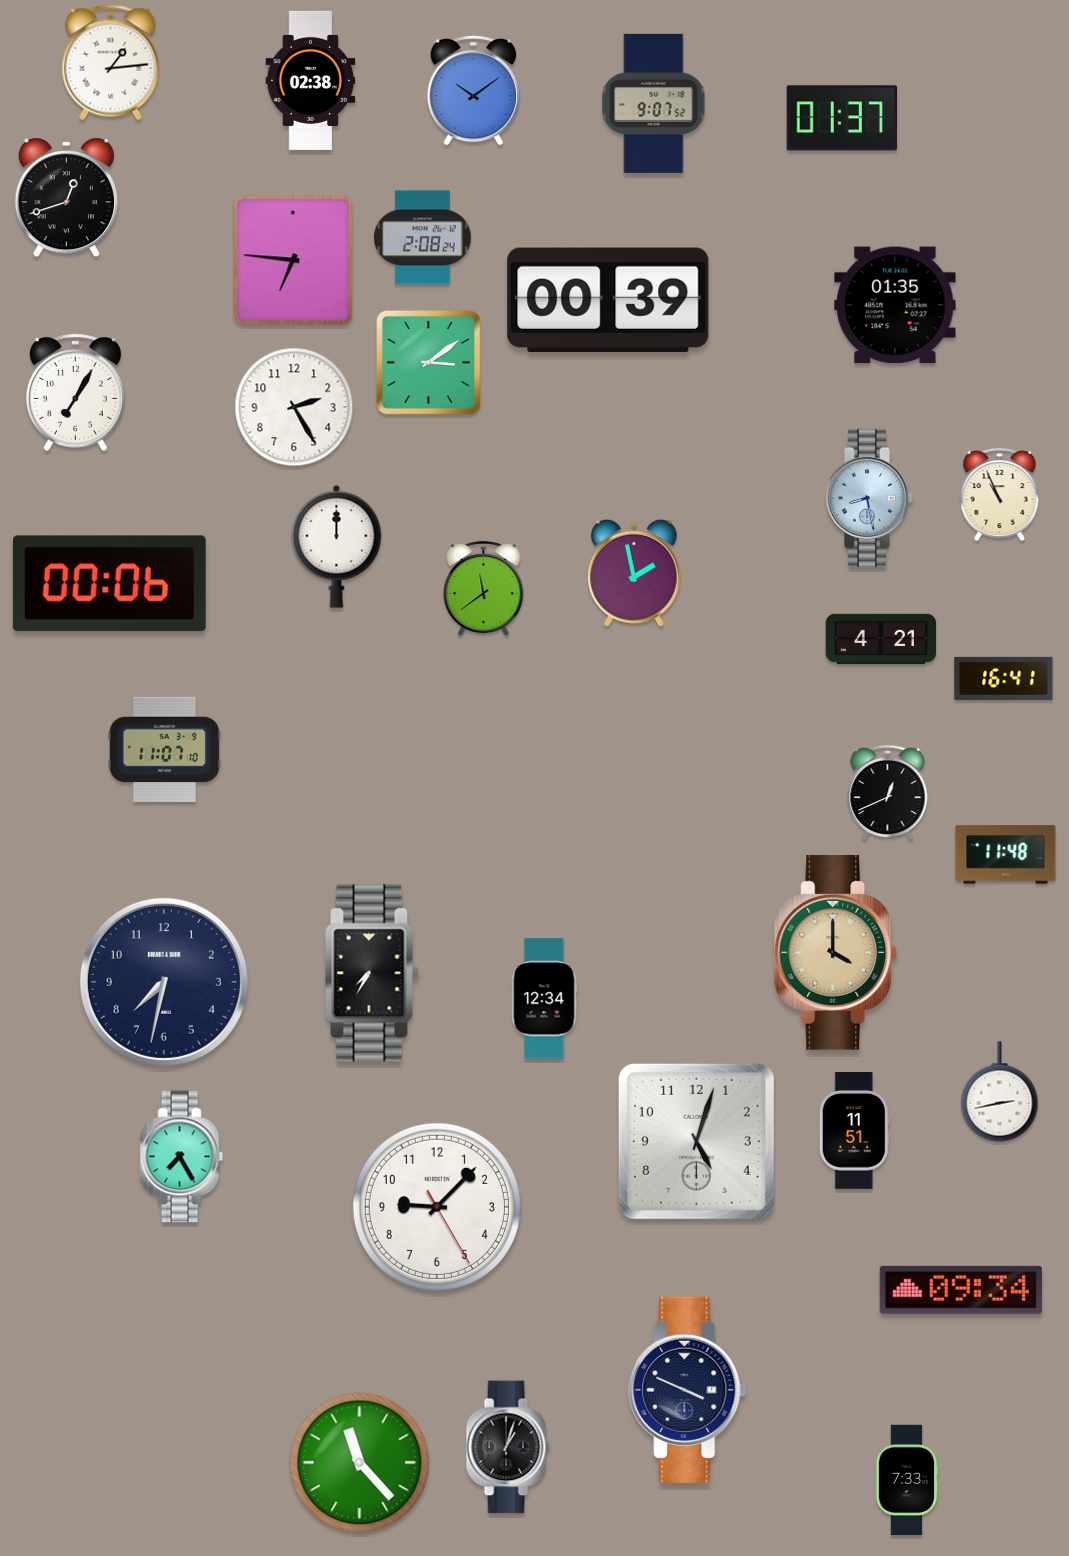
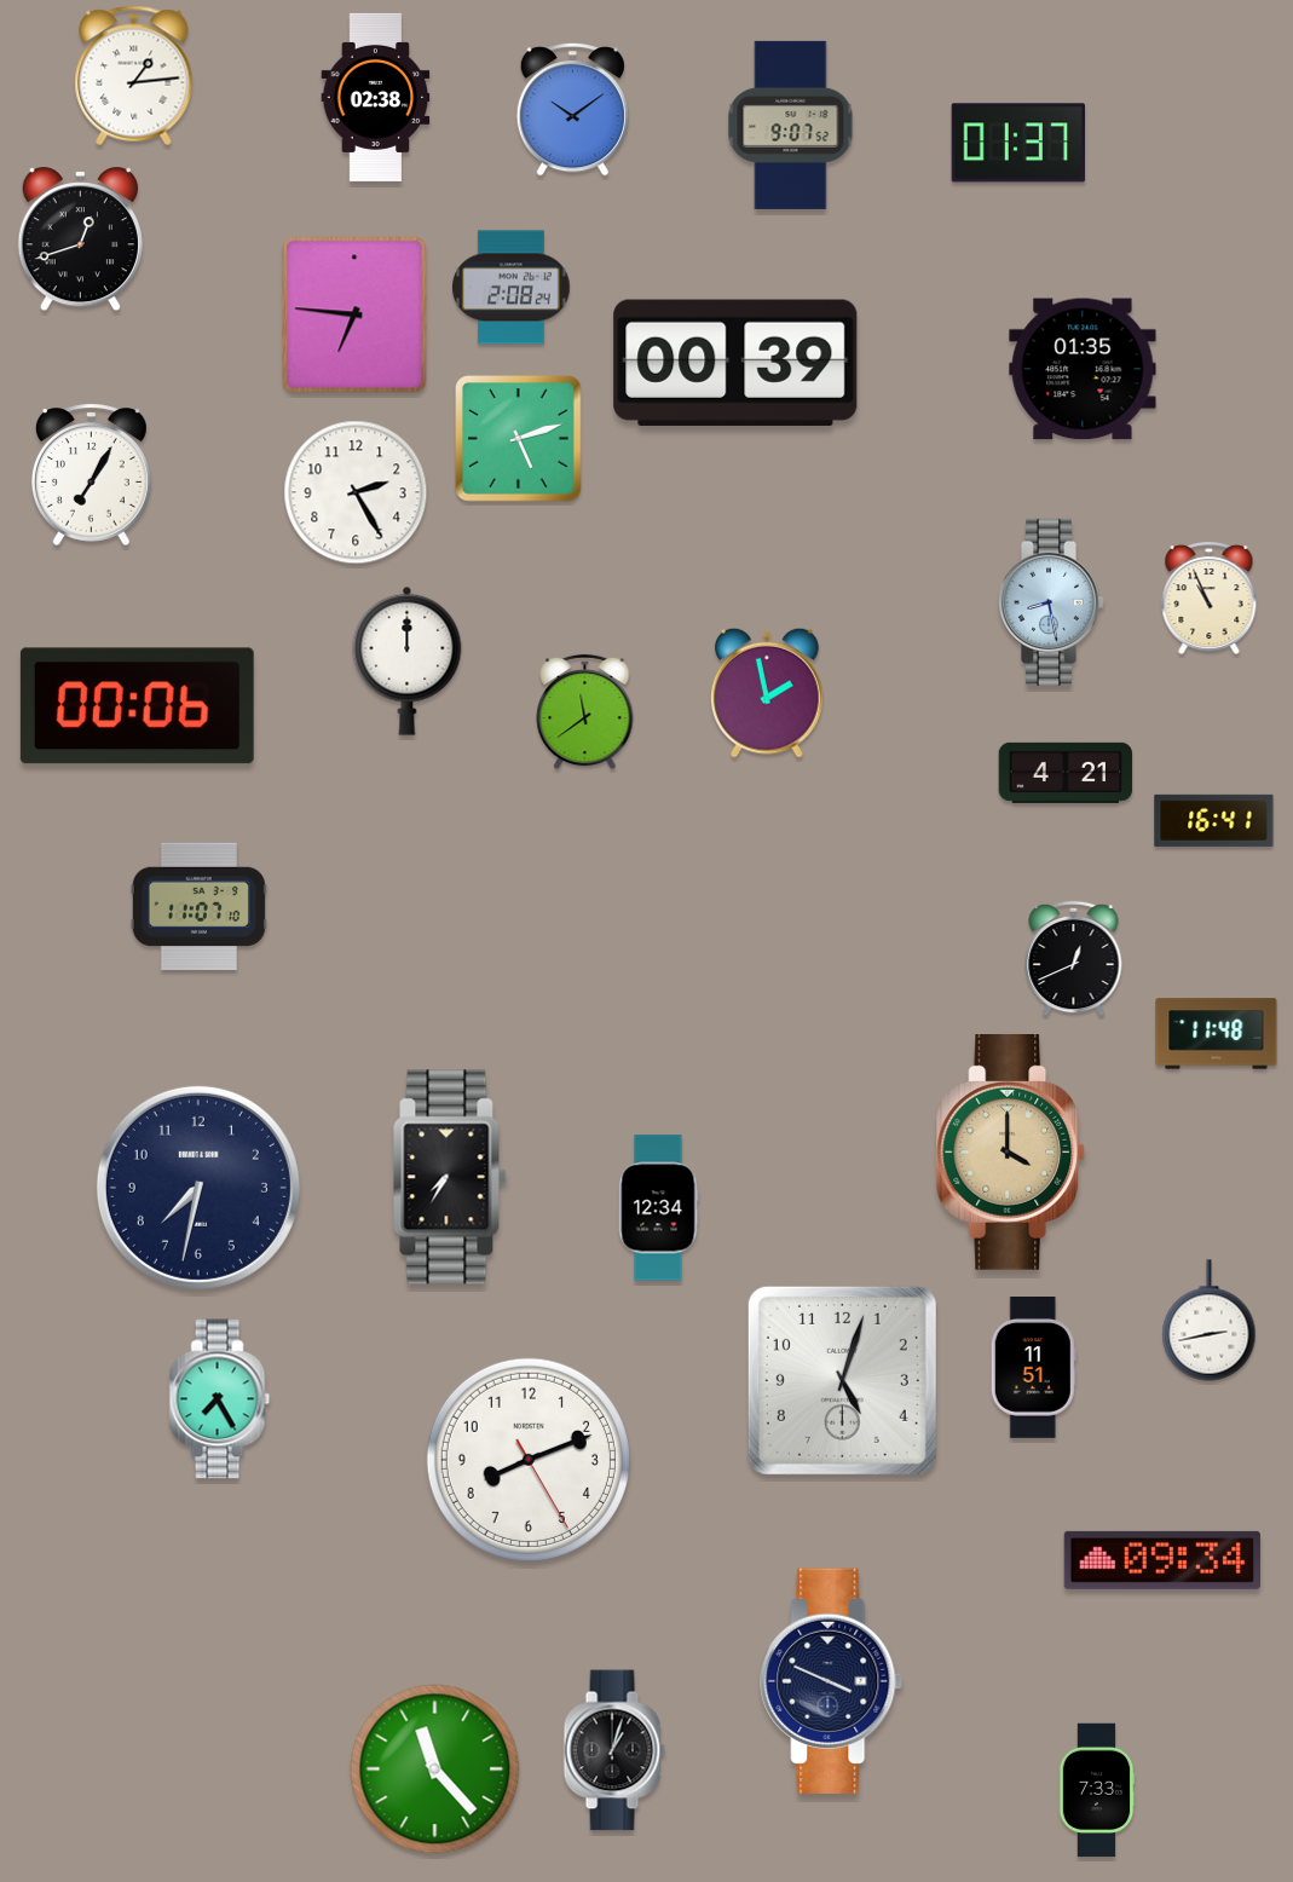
clock at (429, 363): 3:09 -> 5:12
clock at (109, 584) position: (109, 584) -> (137, 706)
clock at (437, 1207): 9:07 -> 8:11
